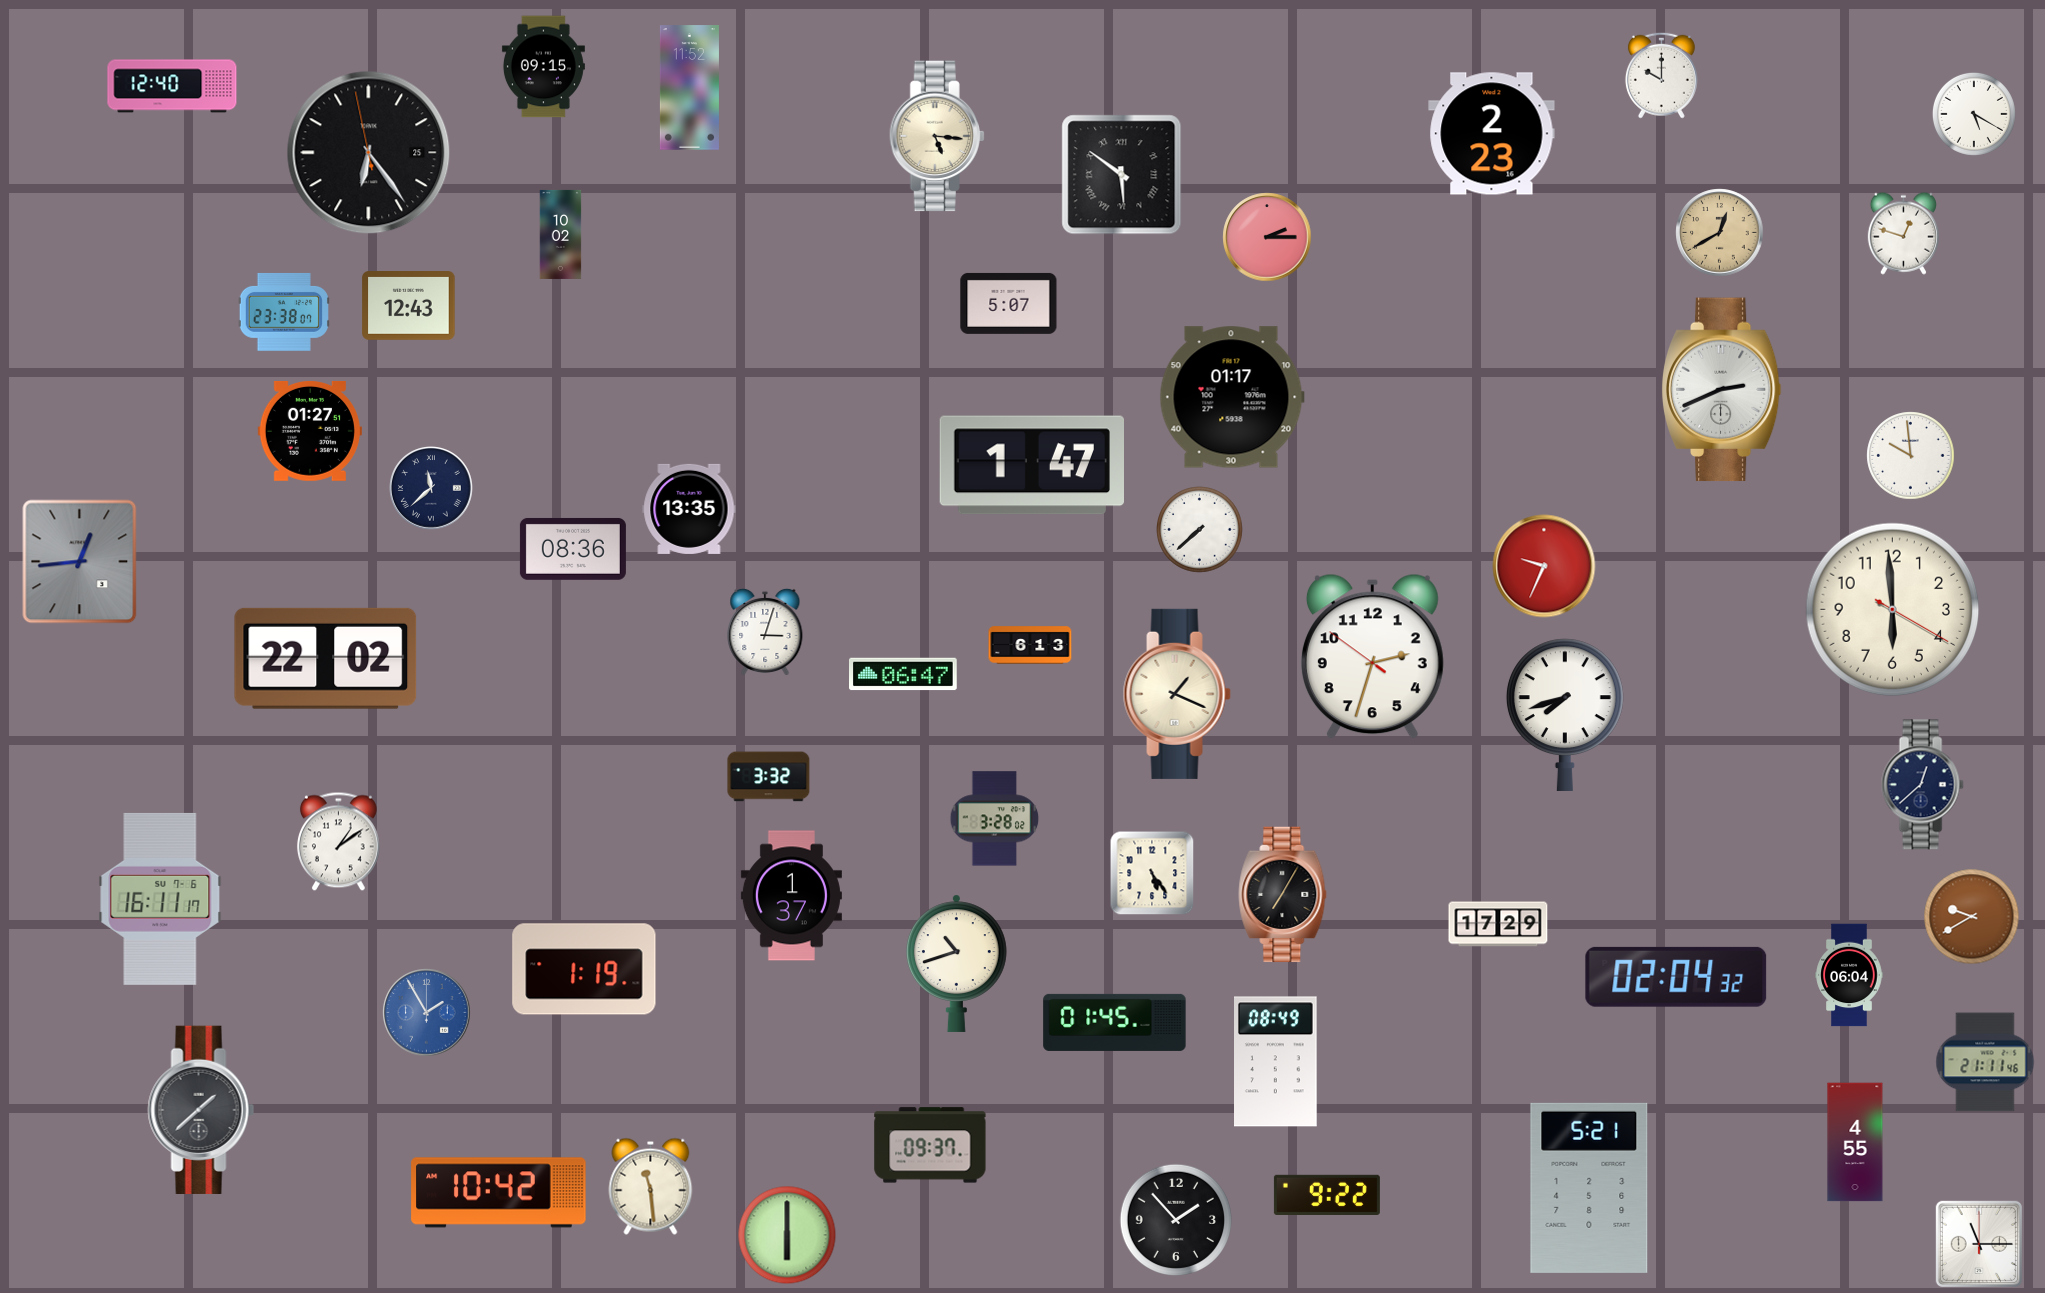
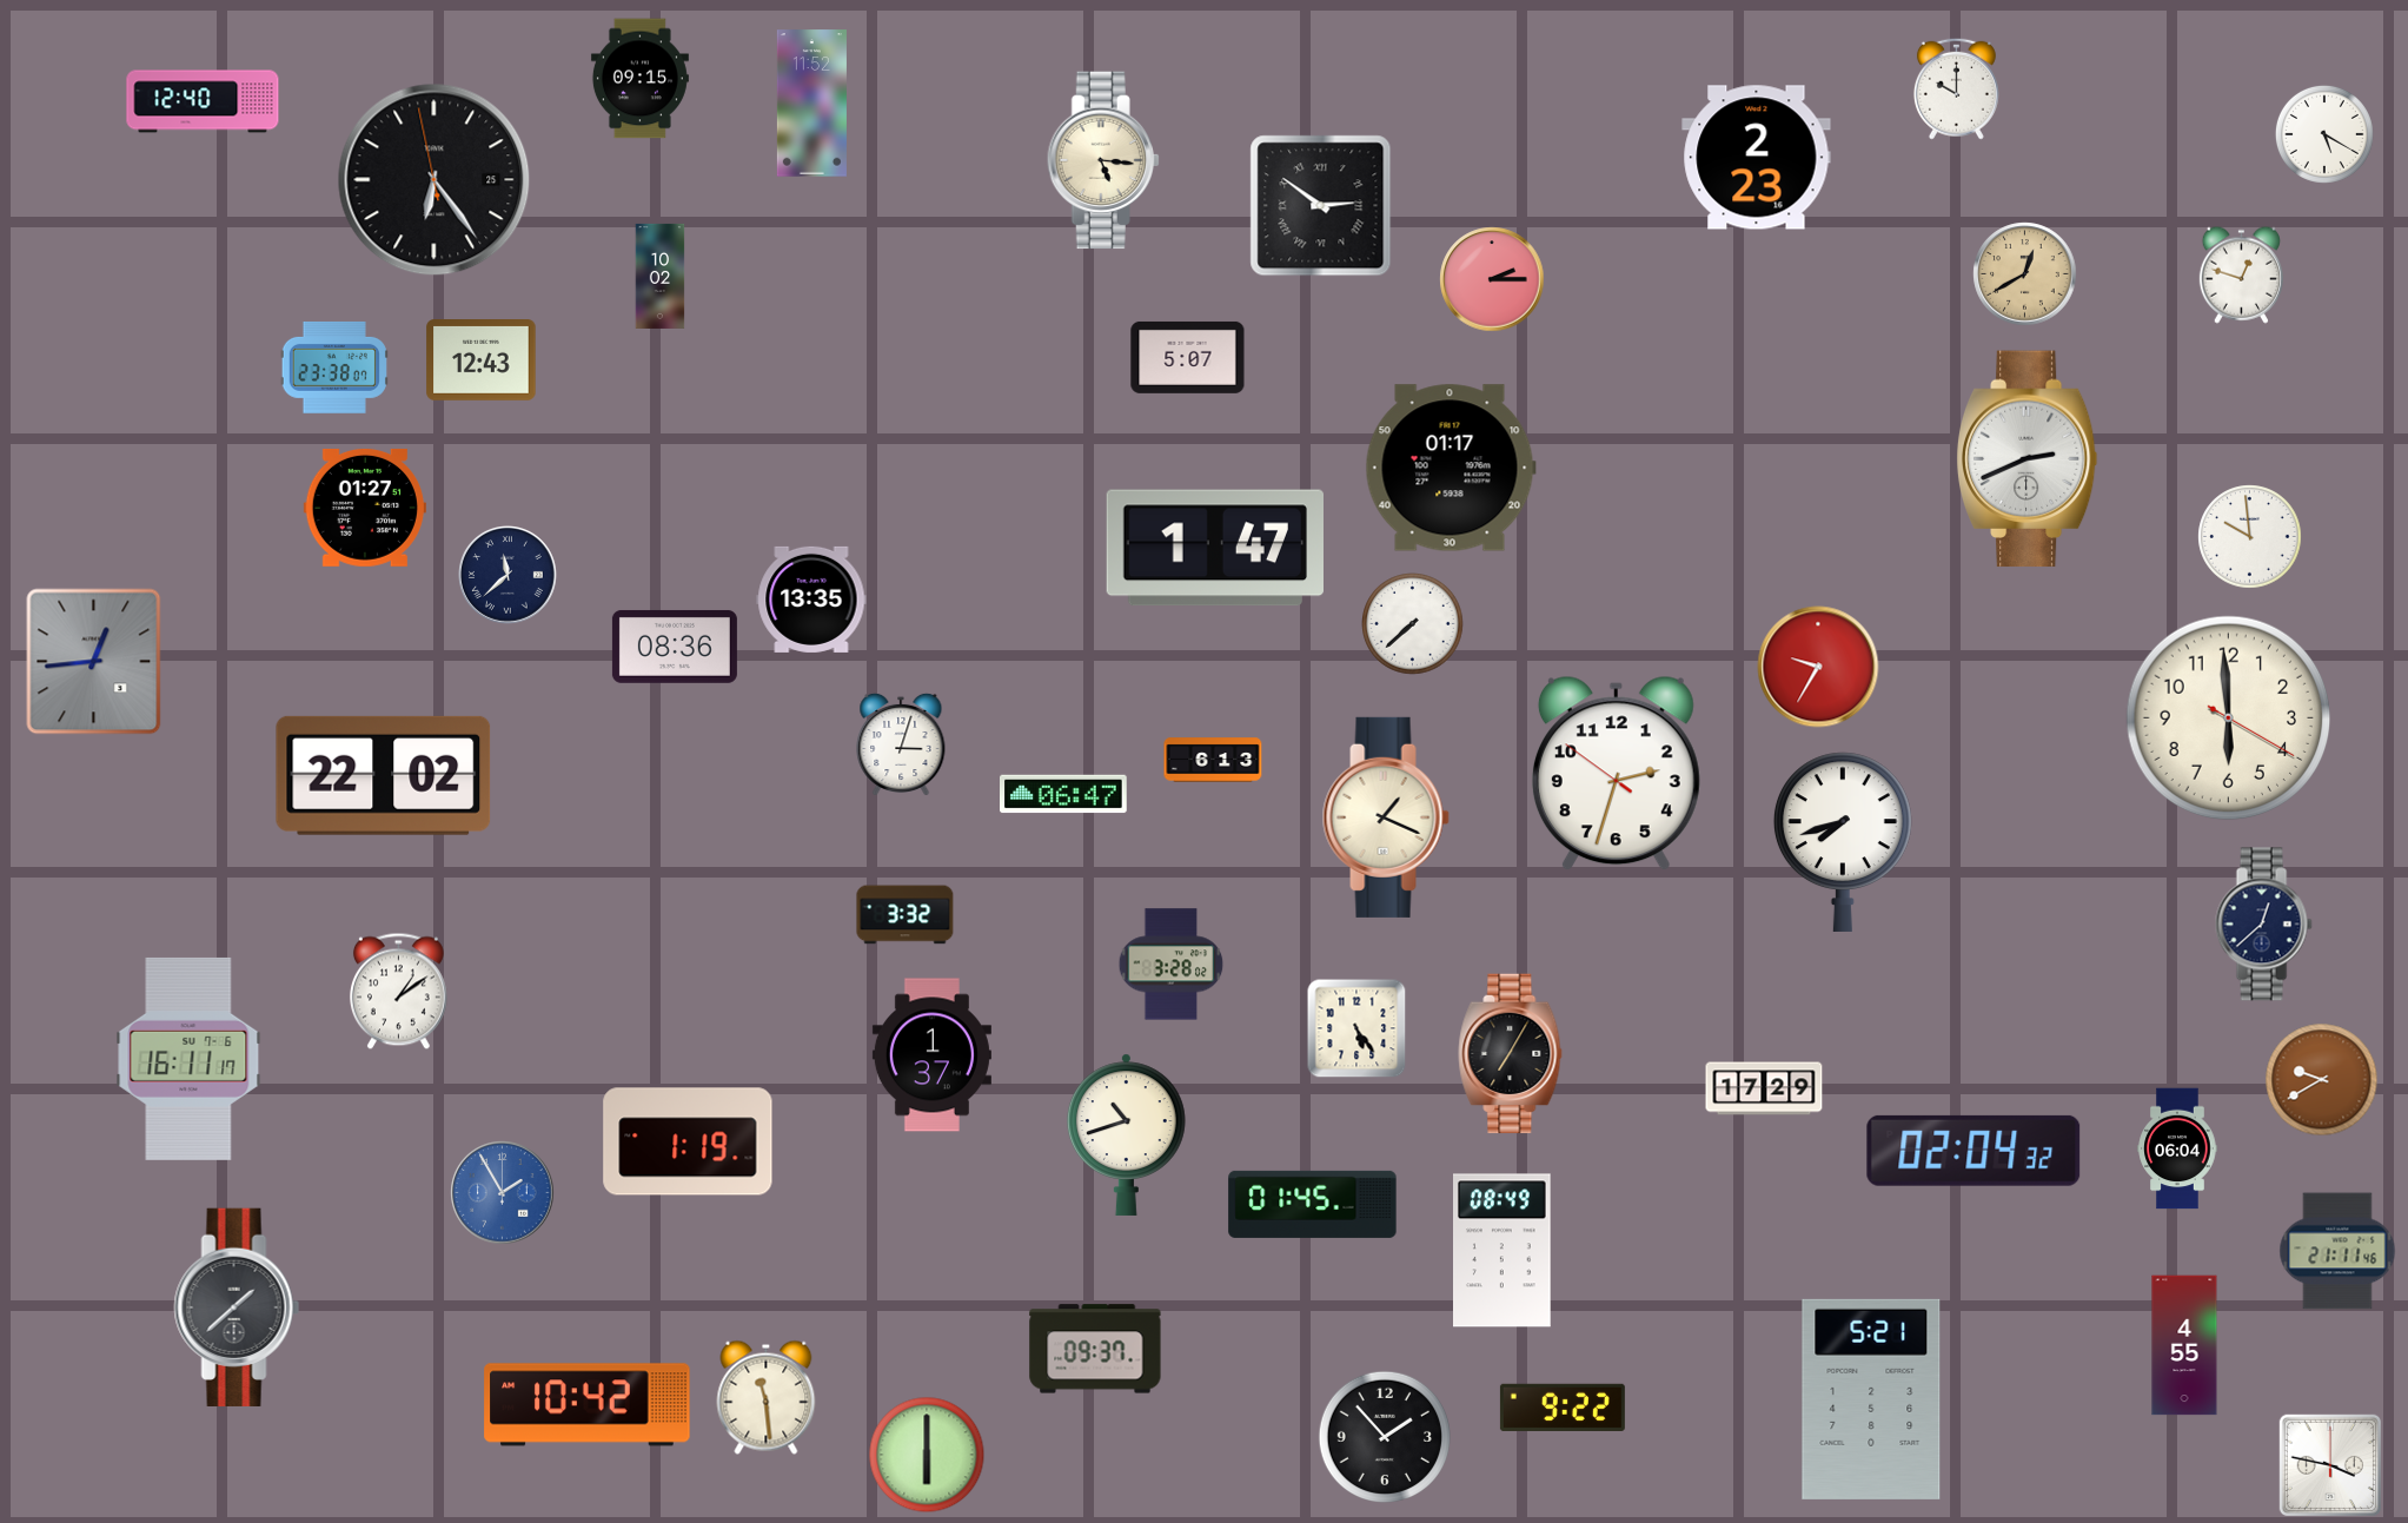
clock at (1122, 175): 5:51 -> 2:51
clock at (1544, 566): 9:34 -> 9:35
clock at (1979, 1244): 11:15 -> 3:47
